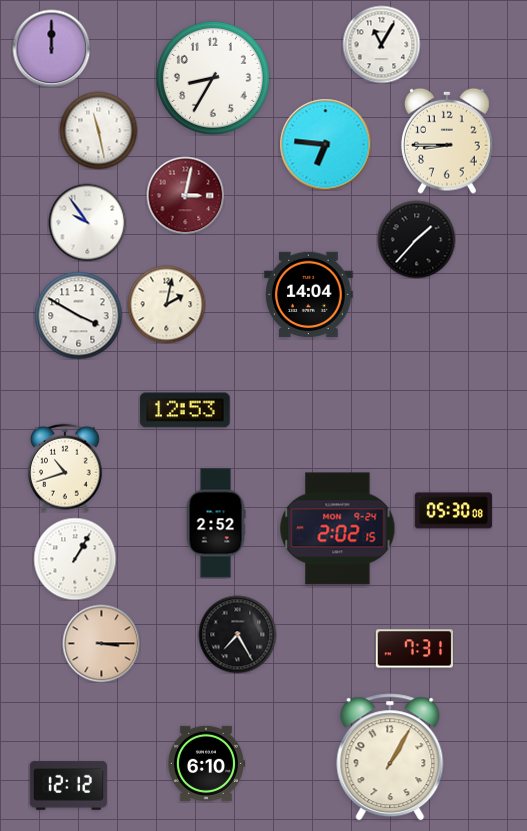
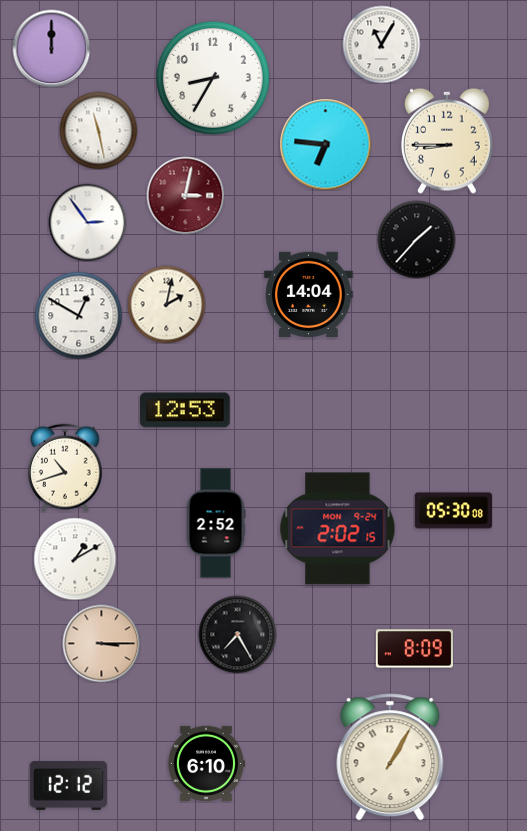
clock at (87, 222): 9:54 -> 2:54
clock at (78, 315): 3:50 -> 12:50
clock at (75, 559): 1:05 -> 1:10
clock at (414, 649): 7:31 -> 8:09
